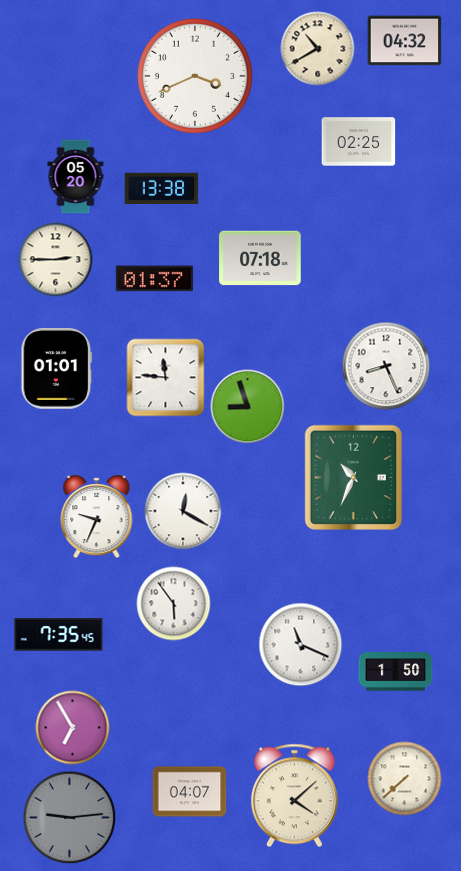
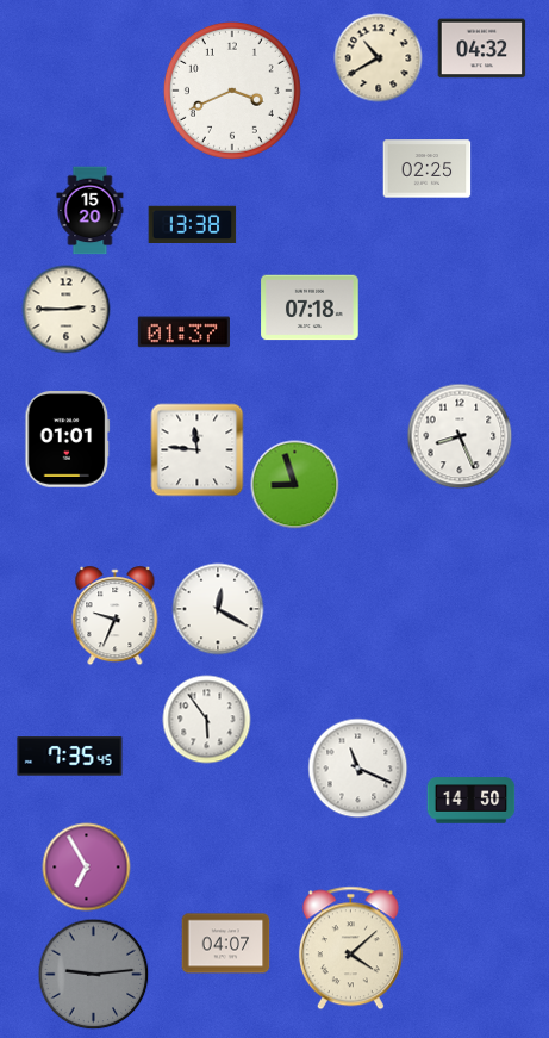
clock at (76, 177): 05:20 -> 15:20
clock at (353, 477): 10:34 -> none
clock at (396, 672): 1:50 -> 14:50
clock at (405, 779): 7:38 -> none
clock at (70, 818) position: (70, 818) -> (94, 975)
